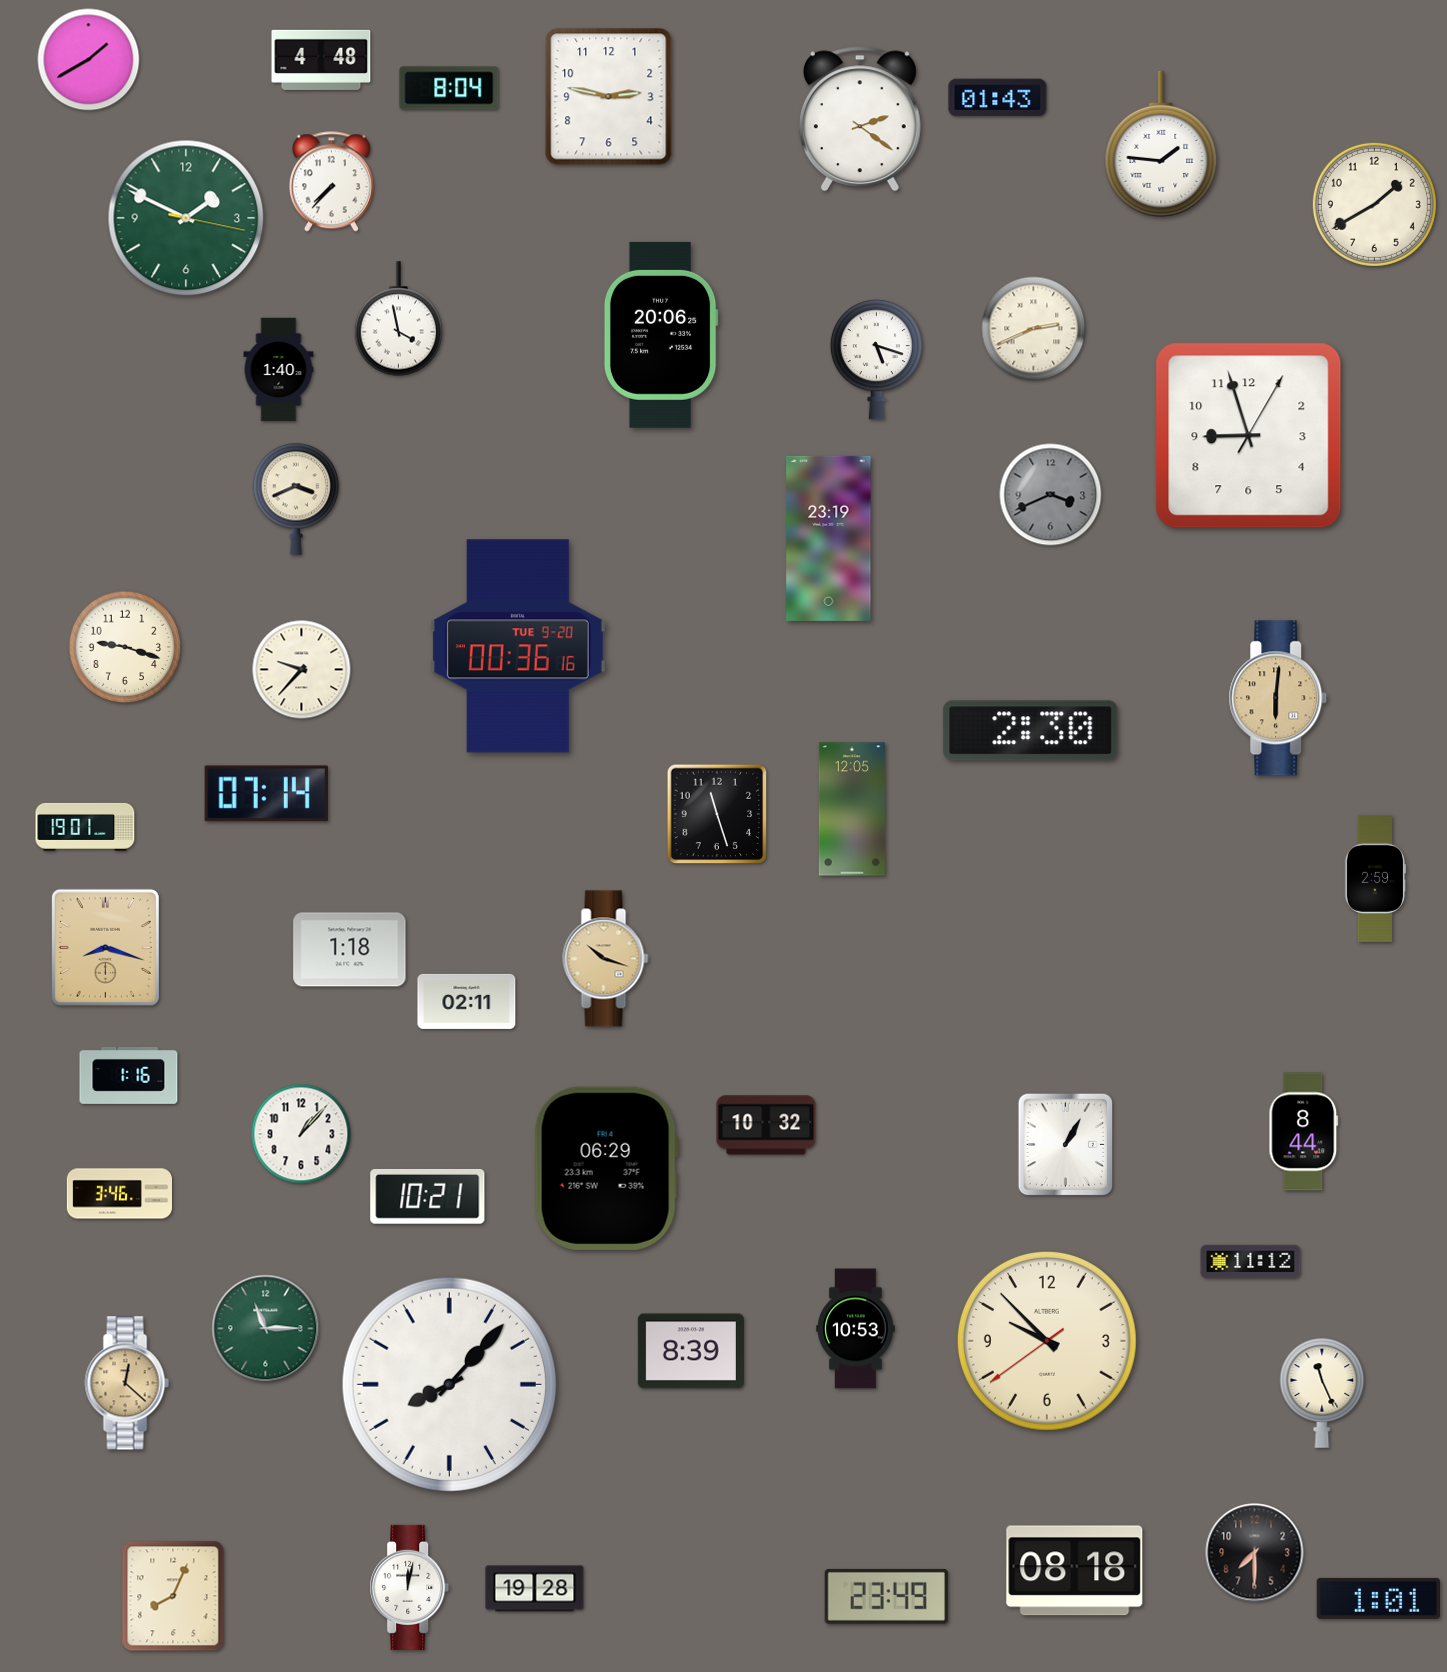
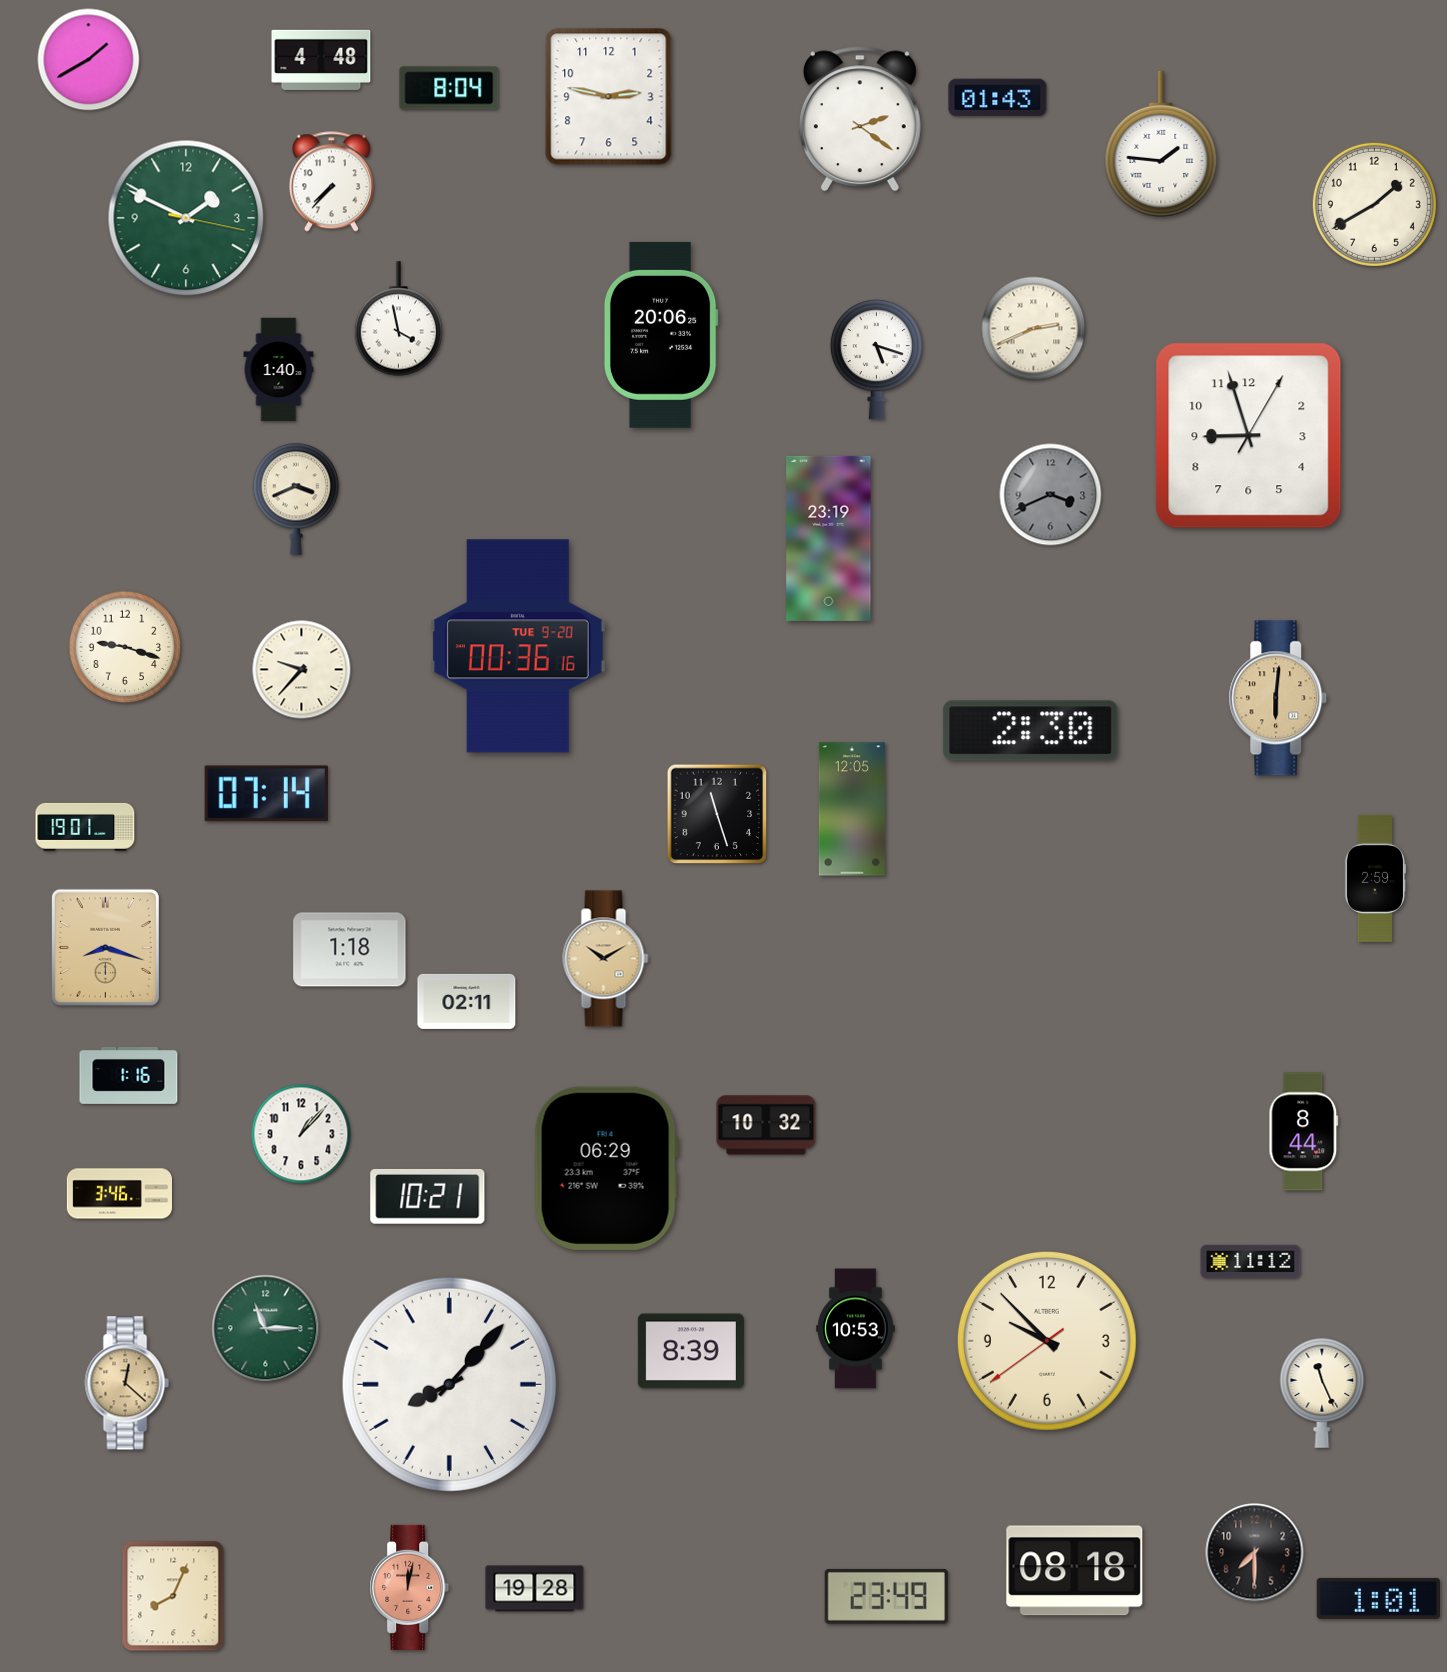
clock at (606, 959): 10:18 -> 10:10
clock at (1066, 1145): 1:05 -> none
clock at (410, 1587) dial: white -> salmon
